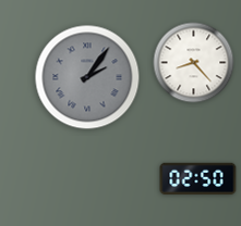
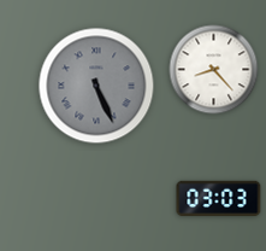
clock at (87, 77): 2:06 -> 5:26
clock at (198, 179): 02:50 -> 03:03
